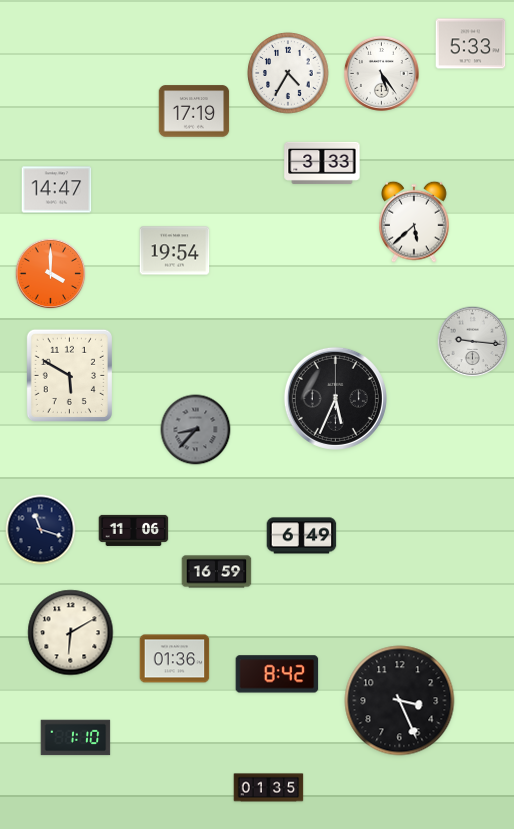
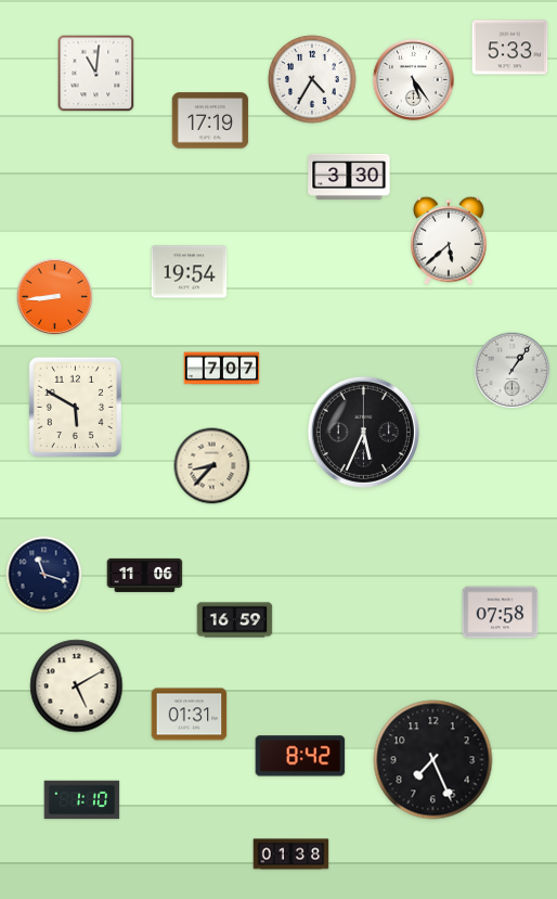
clock at (96, 74): none -> 11:01
clock at (322, 163): 3:33 -> 3:30
clock at (57, 190): 14:47 -> none
clock at (51, 274): 4:00 -> 8:44
clock at (222, 369): none -> 7:07
clock at (473, 342): 9:16 -> 1:06
clock at (196, 430) dial: grey -> cream
clock at (302, 536): 6:49 -> none
clock at (501, 613): none -> 07:58
clock at (71, 633): 6:10 -> 5:10
clock at (175, 659): 01:36 -> 01:31
clock at (277, 674) position: (277, 674) -> (300, 756)
clock at (400, 701): 3:26 -> 7:26
clock at (269, 788): 01:35 -> 01:38
